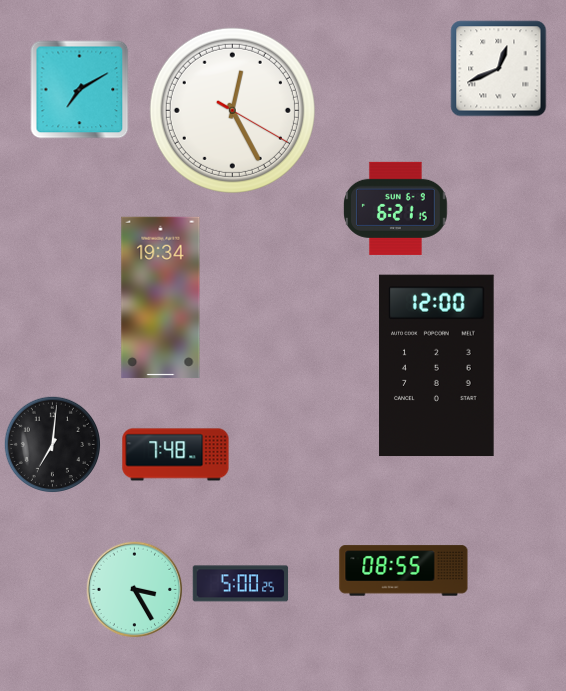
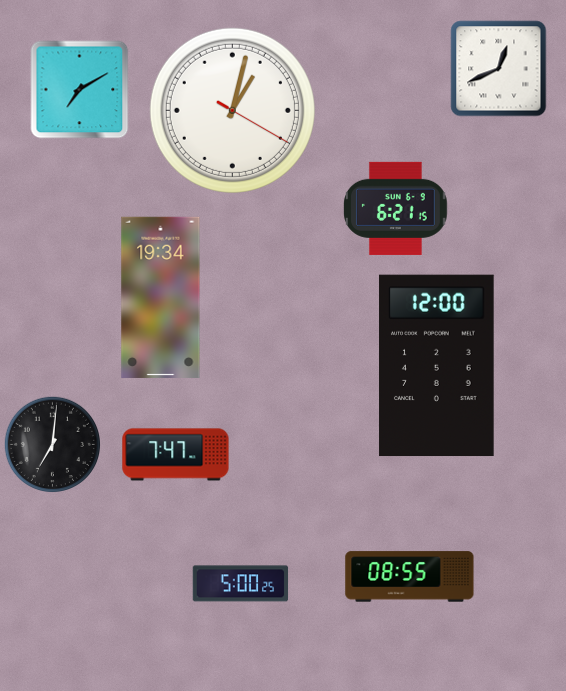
clock at (232, 110): 12:25 -> 1:02
clock at (176, 455): 7:48 -> 7:47
clock at (404, 571) position: (404, 571) -> (410, 577)
clock at (135, 590): 3:25 -> none
